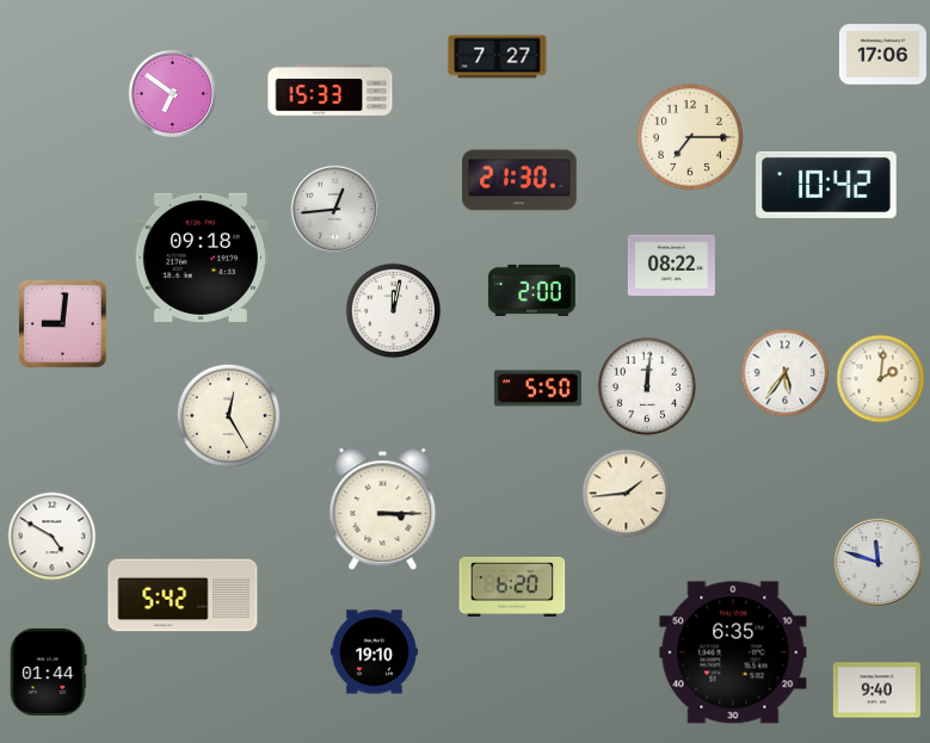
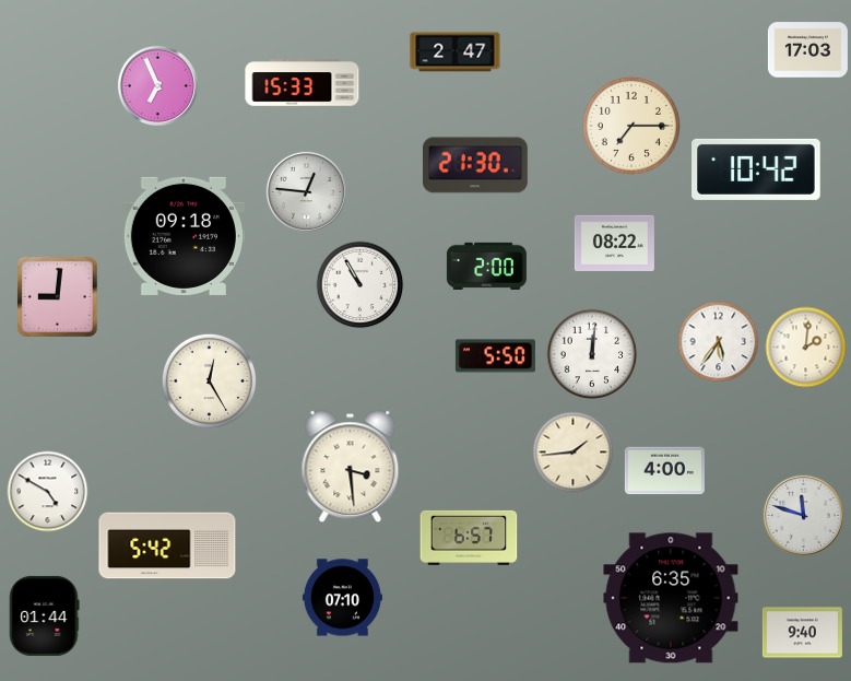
clock at (882, 55): 17:06 -> 17:03
clock at (498, 57): 7:27 -> 2:47
clock at (172, 93): 6:51 -> 6:56
clock at (334, 209): 12:44 -> 12:46
clock at (394, 311): 12:02 -> 10:55
clock at (537, 389) position: (537, 389) -> (495, 356)
clock at (383, 509): 3:15 -> 3:29
clock at (664, 471): none -> 4:00
clock at (512, 587): 6:20 -> 6:57
clock at (374, 652): 19:10 -> 07:10
